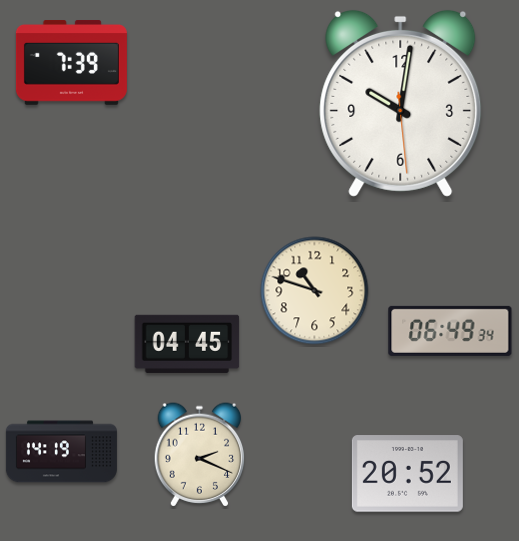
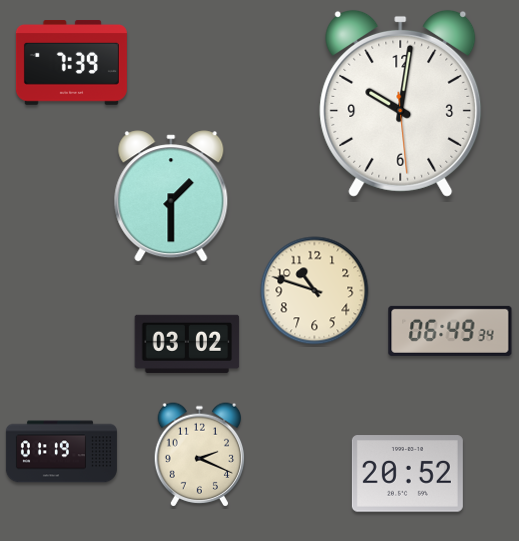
clock at (171, 196): none -> 1:30
clock at (187, 344): 04:45 -> 03:02
clock at (61, 452): 14:19 -> 01:19
